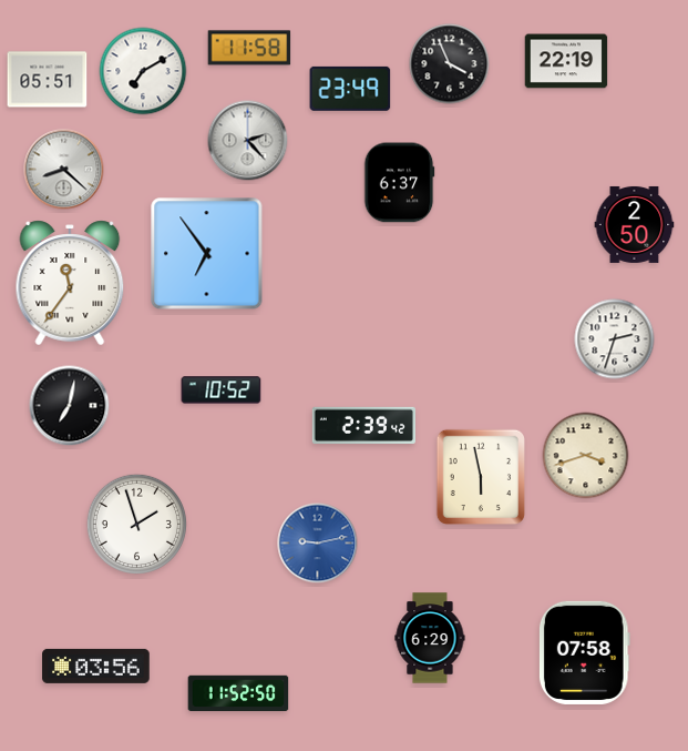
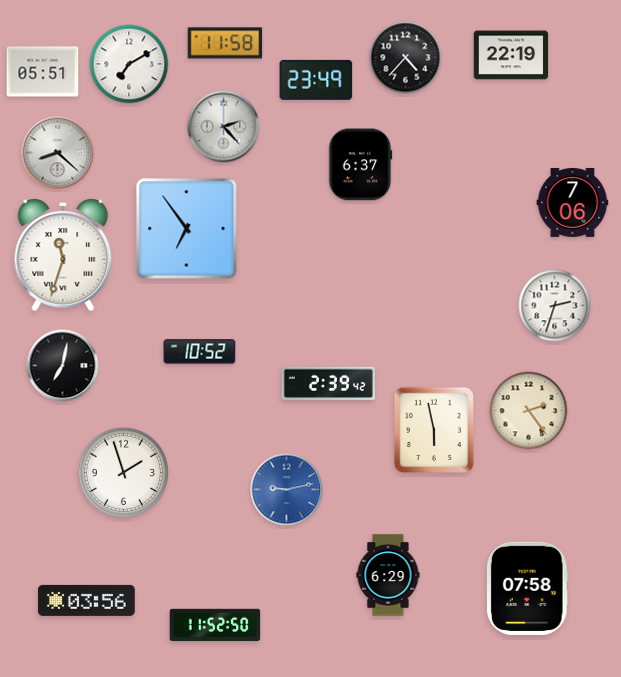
clock at (450, 64): 3:56 -> 4:37
clock at (635, 224): 2:50 -> 7:06
clock at (70, 283): 11:36 -> 11:33
clock at (586, 456): 3:42 -> 2:24
